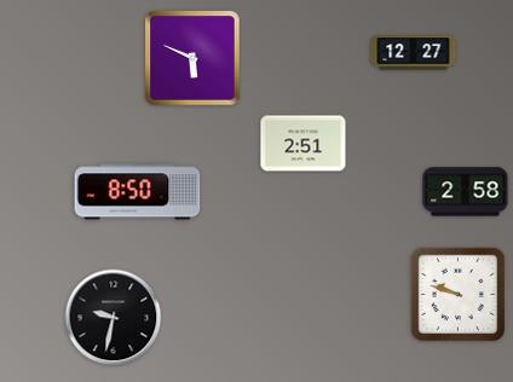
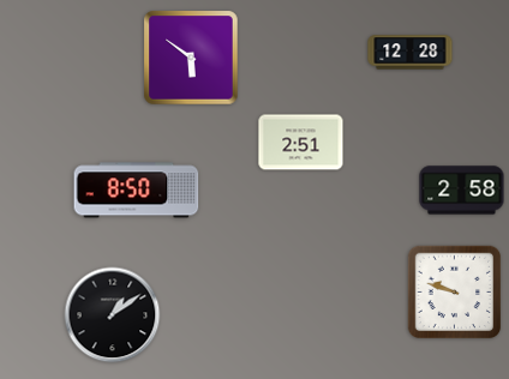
clock at (414, 53): 12:27 -> 12:28
clock at (192, 58): 5:49 -> 5:51
clock at (114, 318): 9:32 -> 1:09
